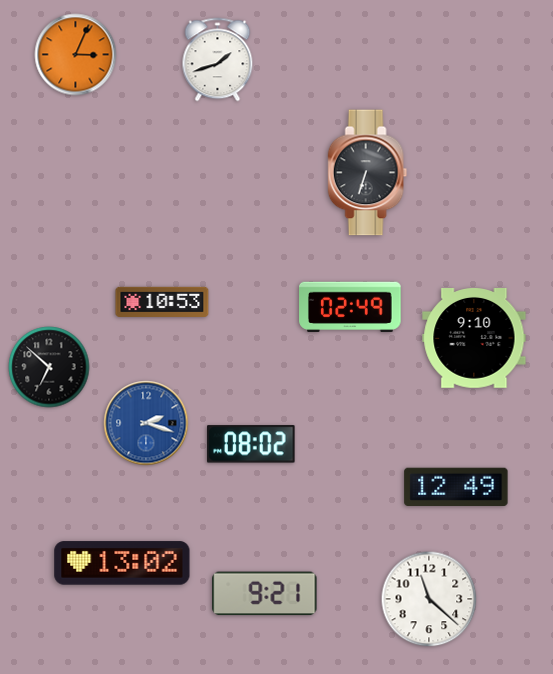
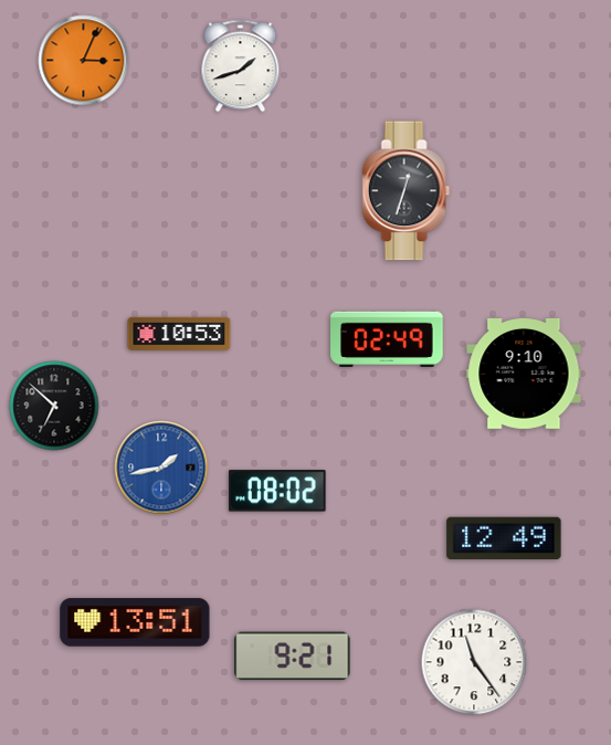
clock at (368, 173): 6:33 -> 12:33
clock at (146, 423): 2:18 -> 1:43
clock at (122, 563): 13:02 -> 13:51
clock at (429, 599): 11:22 -> 11:24
